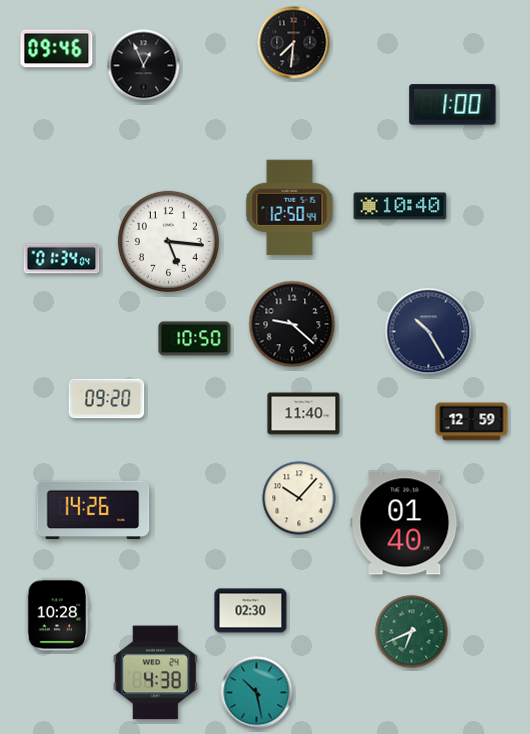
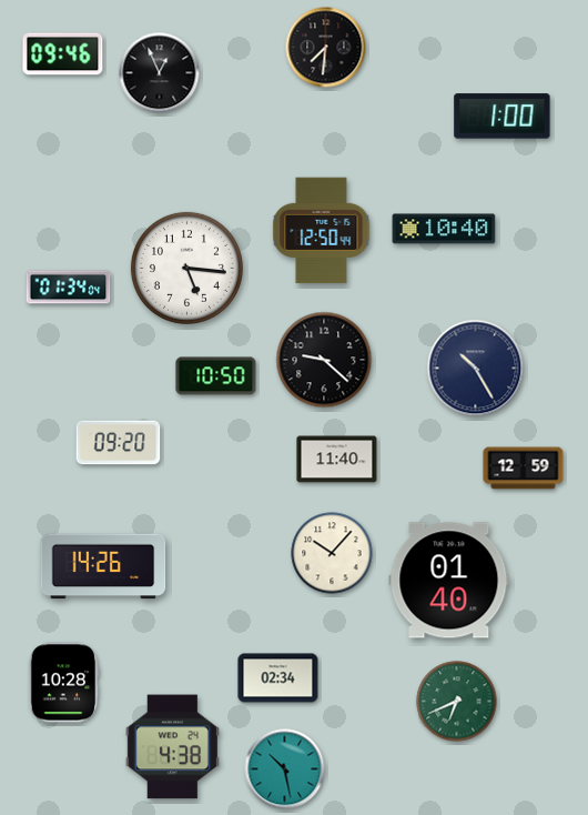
clock at (251, 611): 02:30 -> 02:34
